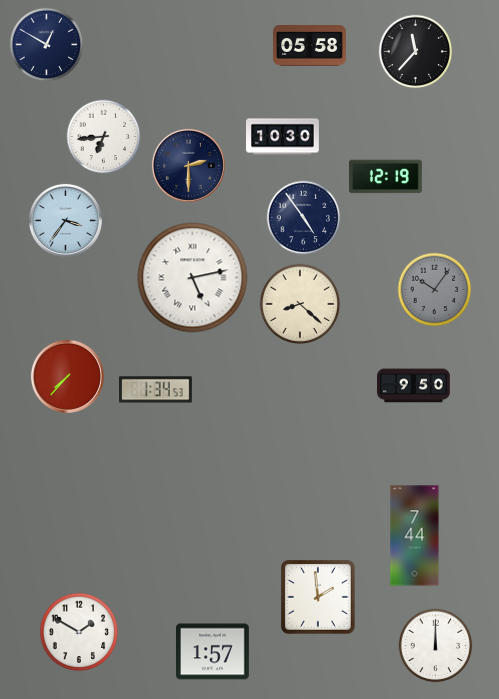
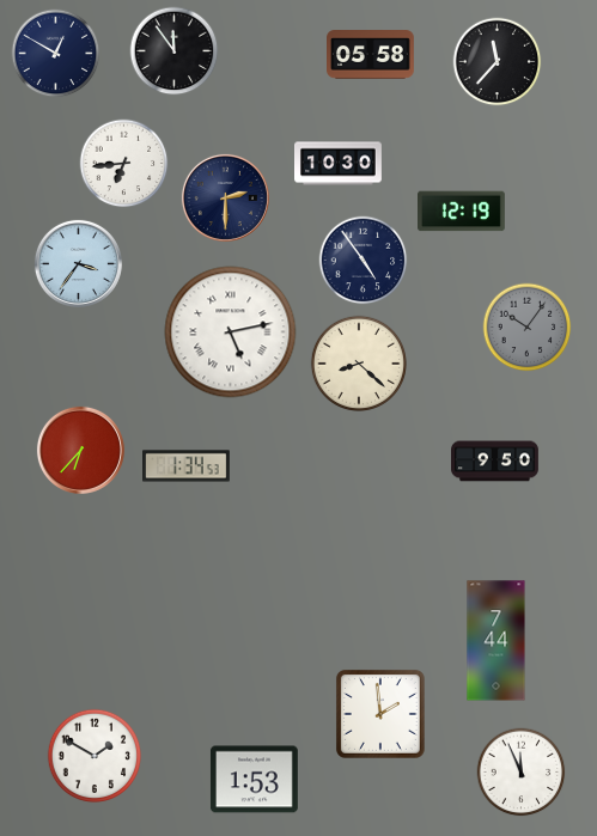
clock at (175, 51): none -> 11:54
clock at (435, 290) position: (435, 290) -> (528, 328)
clock at (67, 376): 7:37 -> 6:37
clock at (436, 646): 12:00 -> 11:56
clock at (213, 652): 1:57 -> 1:53
